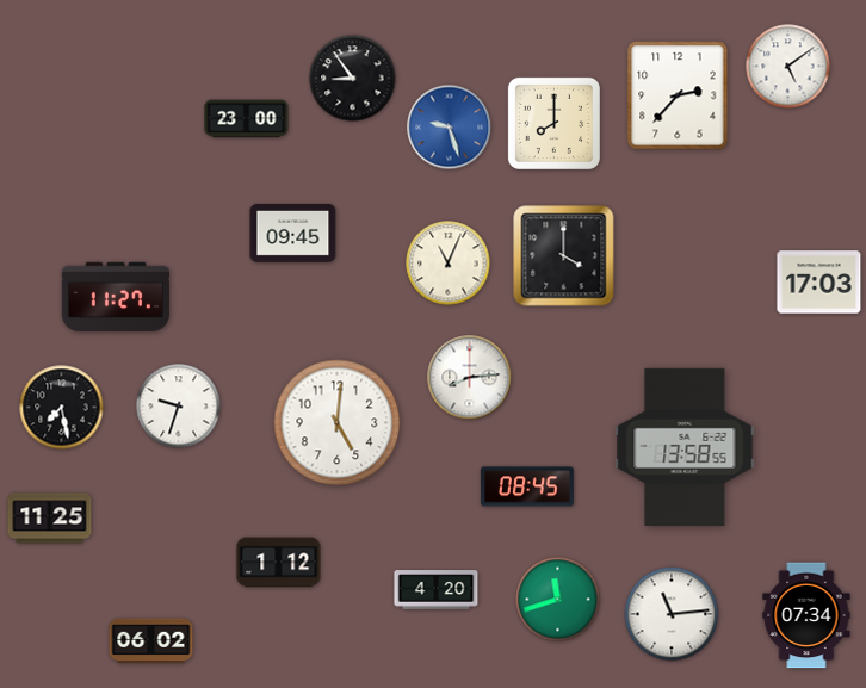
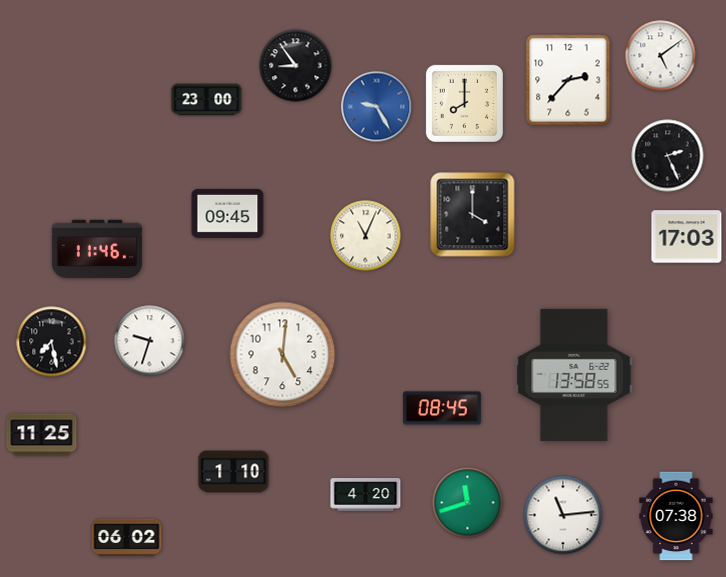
clock at (450, 128): 9:27 -> 9:25
clock at (668, 156): none -> 2:26
clock at (293, 233) position: (293, 233) -> (228, 213)
clock at (449, 264) position: (449, 264) -> (366, 236)
clock at (116, 297): 11:27 -> 11:46
clock at (470, 378): 8:14 -> none
clock at (279, 563): 1:12 -> 1:10
clock at (806, 615): 07:34 -> 07:38
